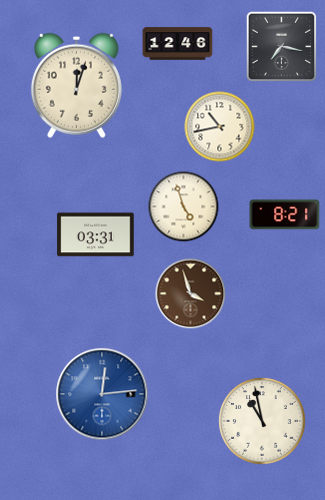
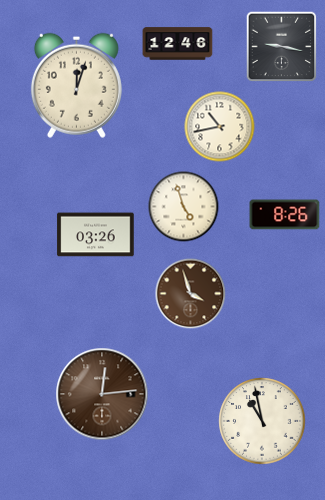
clock at (282, 47): 7:17 -> 9:17
clock at (285, 215): 8:21 -> 8:26
clock at (96, 235): 03:31 -> 03:26
clock at (102, 394) dial: blue -> brown
